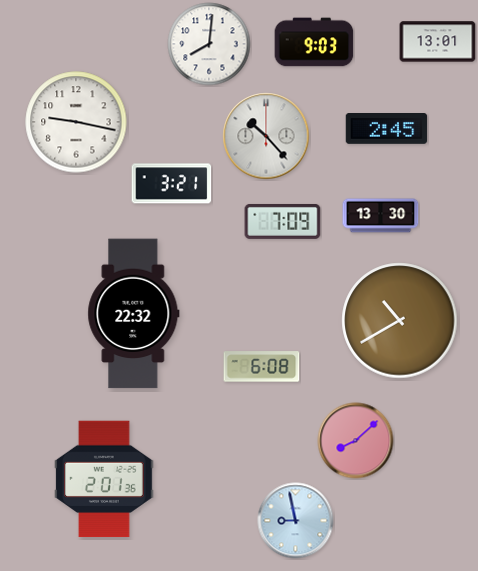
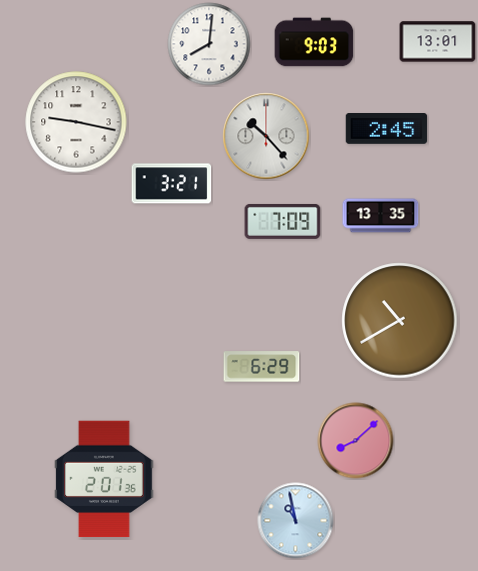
clock at (381, 216): 13:30 -> 13:35
clock at (134, 314): 22:32 -> none
clock at (262, 367): 6:08 -> 6:29
clock at (296, 521): 8:58 -> 10:58
